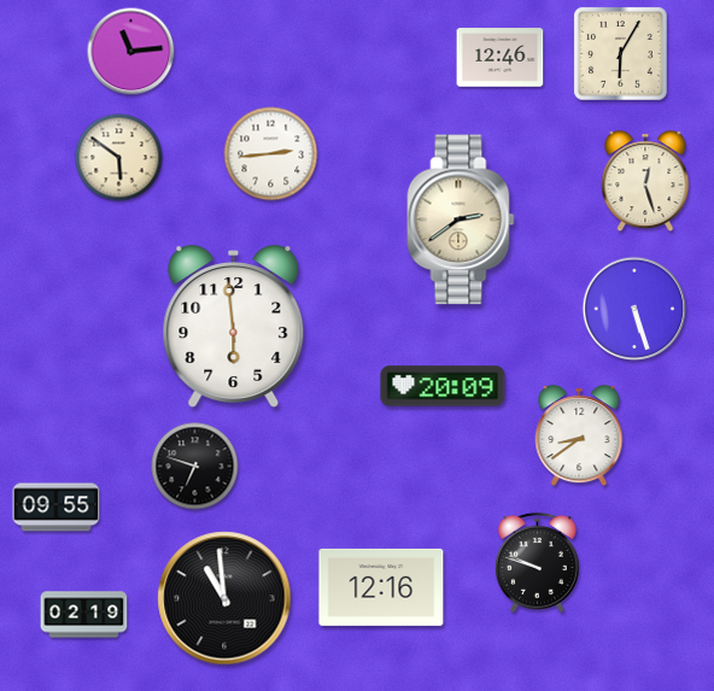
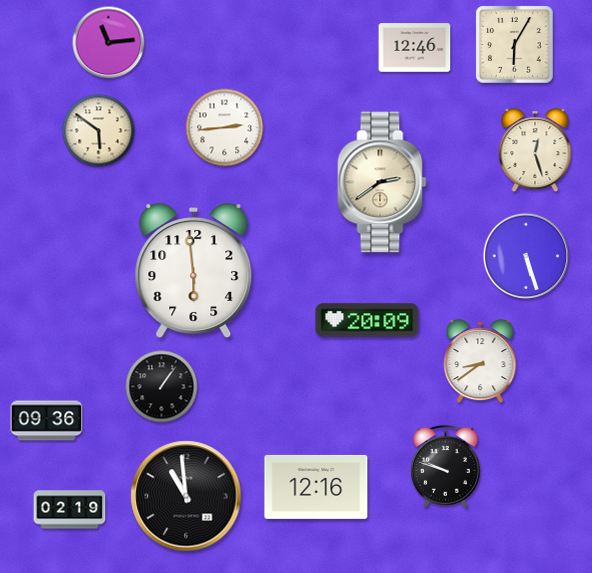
clock at (195, 467): 6:48 -> 1:06
clock at (57, 508): 09:55 -> 09:36
